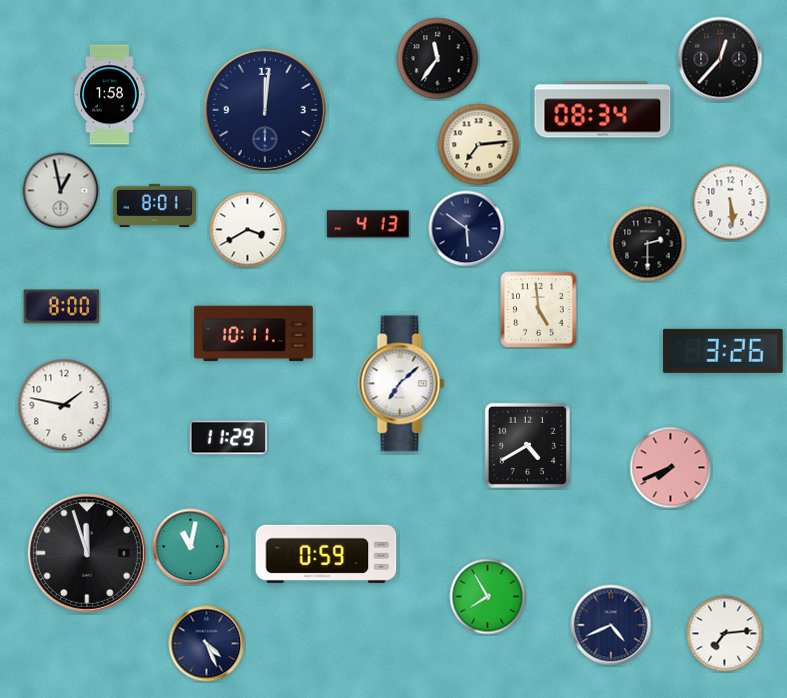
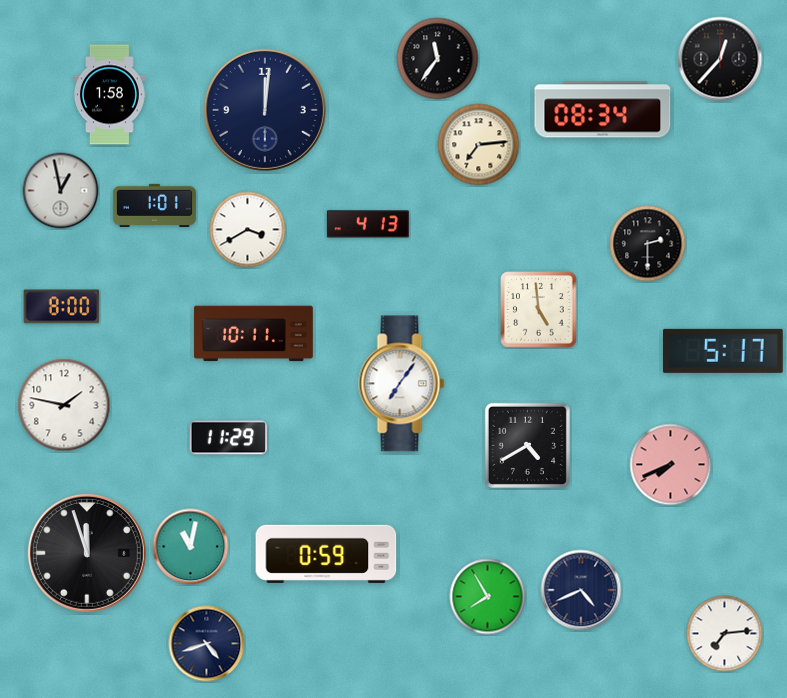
clock at (731, 203): 5:29 -> none
clock at (154, 205): 8:01 -> 1:01
clock at (467, 229): 5:51 -> none
clock at (723, 351): 3:26 -> 5:17
clock at (402, 384): 7:08 -> 7:06
clock at (671, 468) position: (671, 468) -> (671, 465)
clock at (611, 625) position: (611, 625) -> (581, 590)
clock at (207, 644): 4:26 -> 4:42
